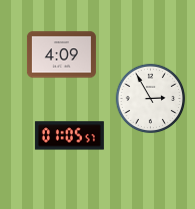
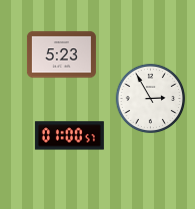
clock at (61, 55): 4:09 -> 5:23
clock at (69, 136): 01:05 -> 01:00
